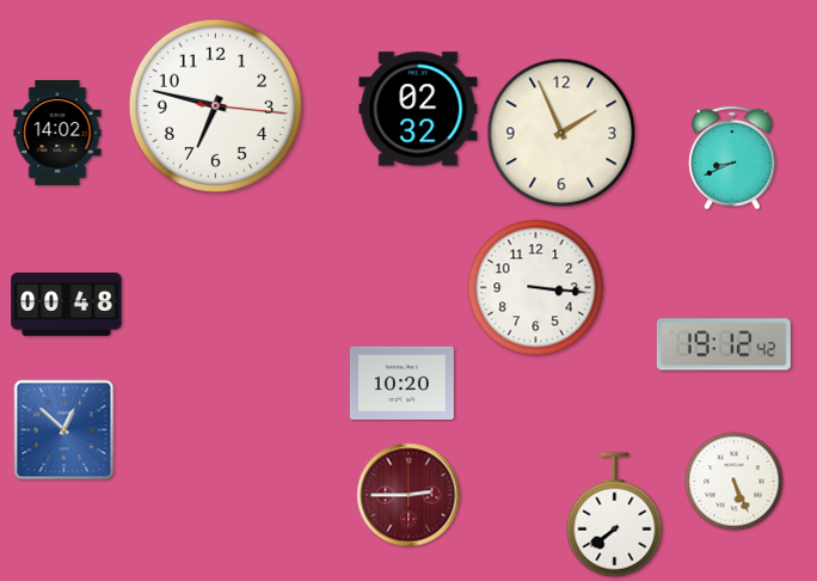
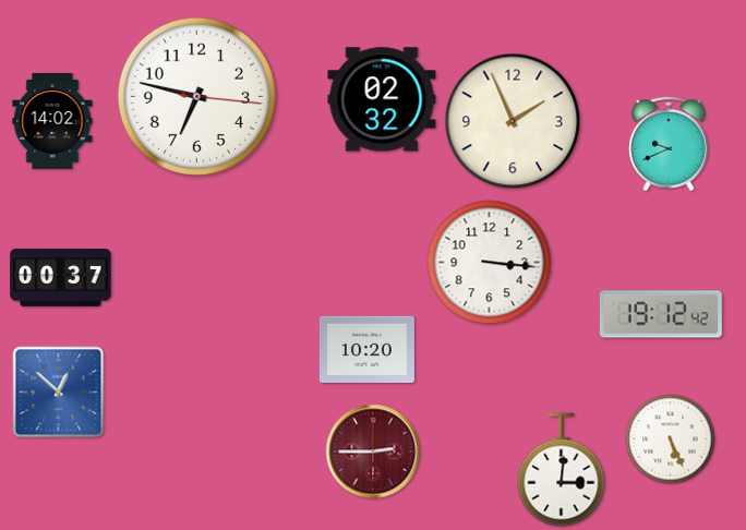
clock at (732, 158): 8:41 -> 9:41
clock at (67, 304): 00:48 -> 00:37
clock at (615, 515): 7:39 -> 3:01
